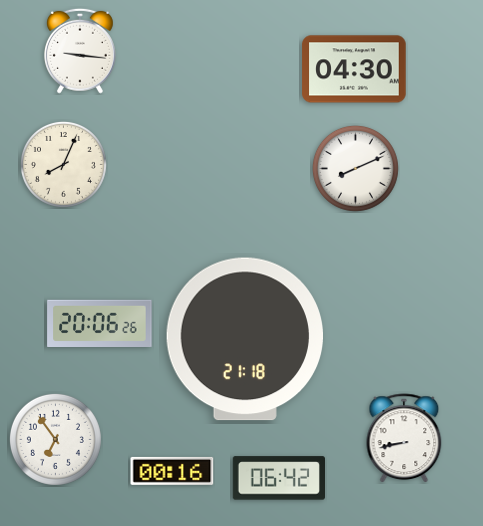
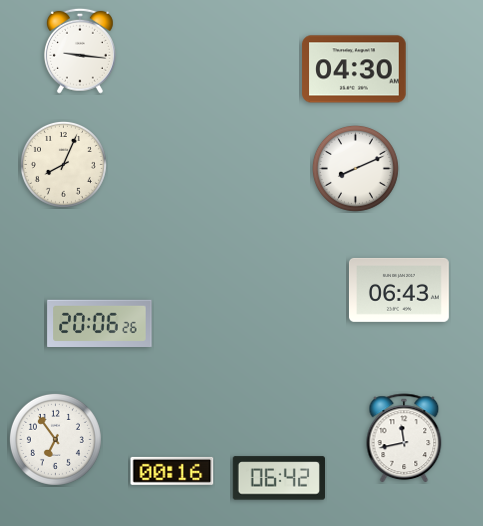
clock at (399, 290): none -> 06:43
clock at (244, 339): 21:18 -> none
clock at (404, 438): 8:43 -> 11:43
